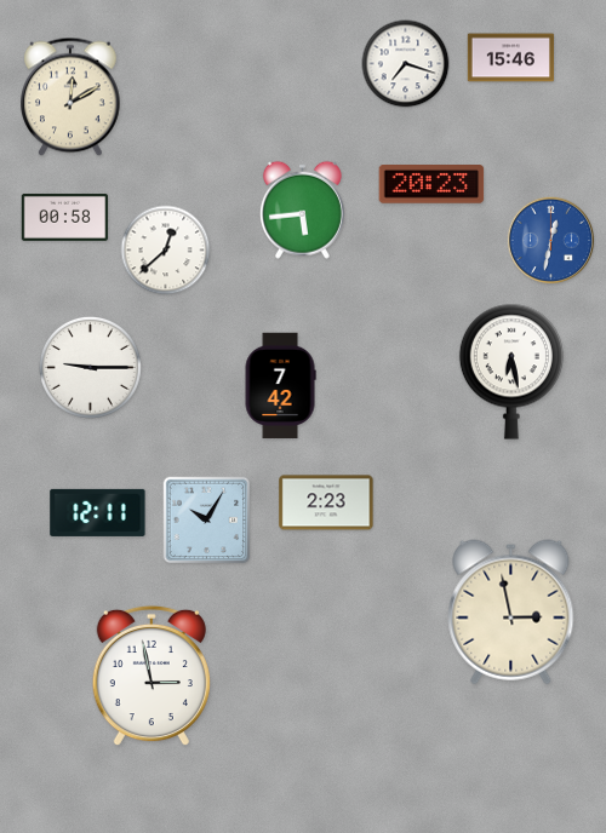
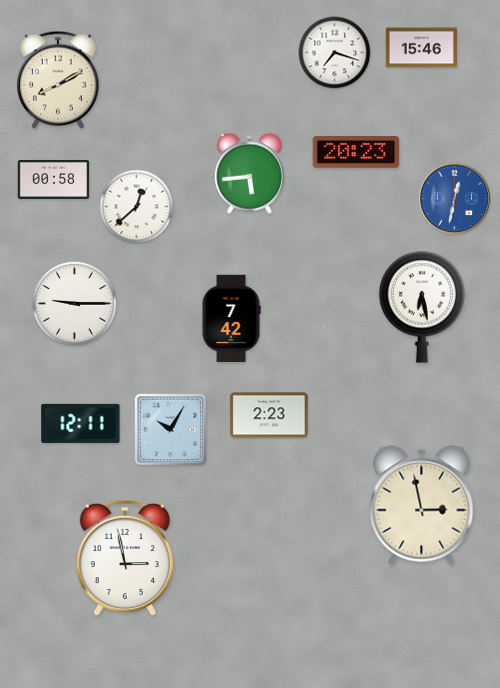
clock at (70, 97): 12:10 -> 8:10
